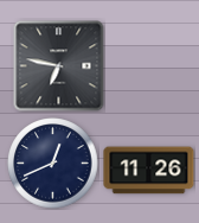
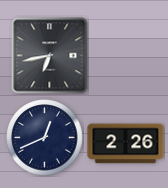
clock at (59, 66): 6:47 -> 6:43
clock at (149, 171): 11:26 -> 2:26
